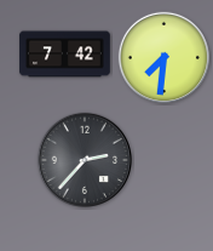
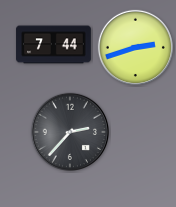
clock at (65, 55): 7:42 -> 7:44
clock at (163, 57): 7:31 -> 2:42
